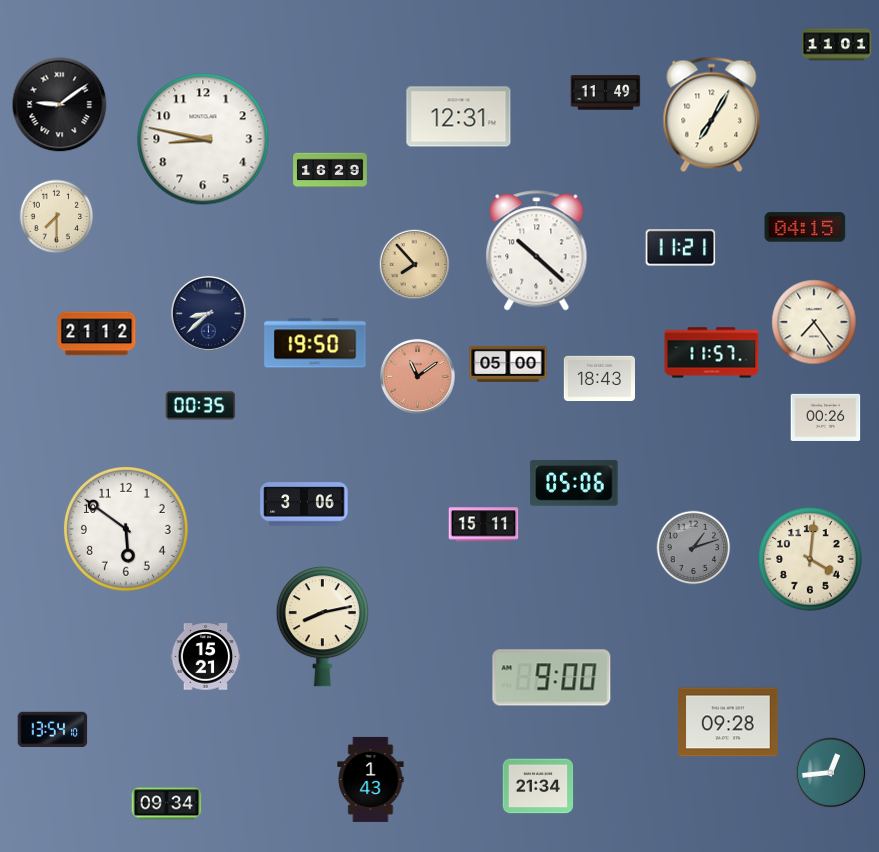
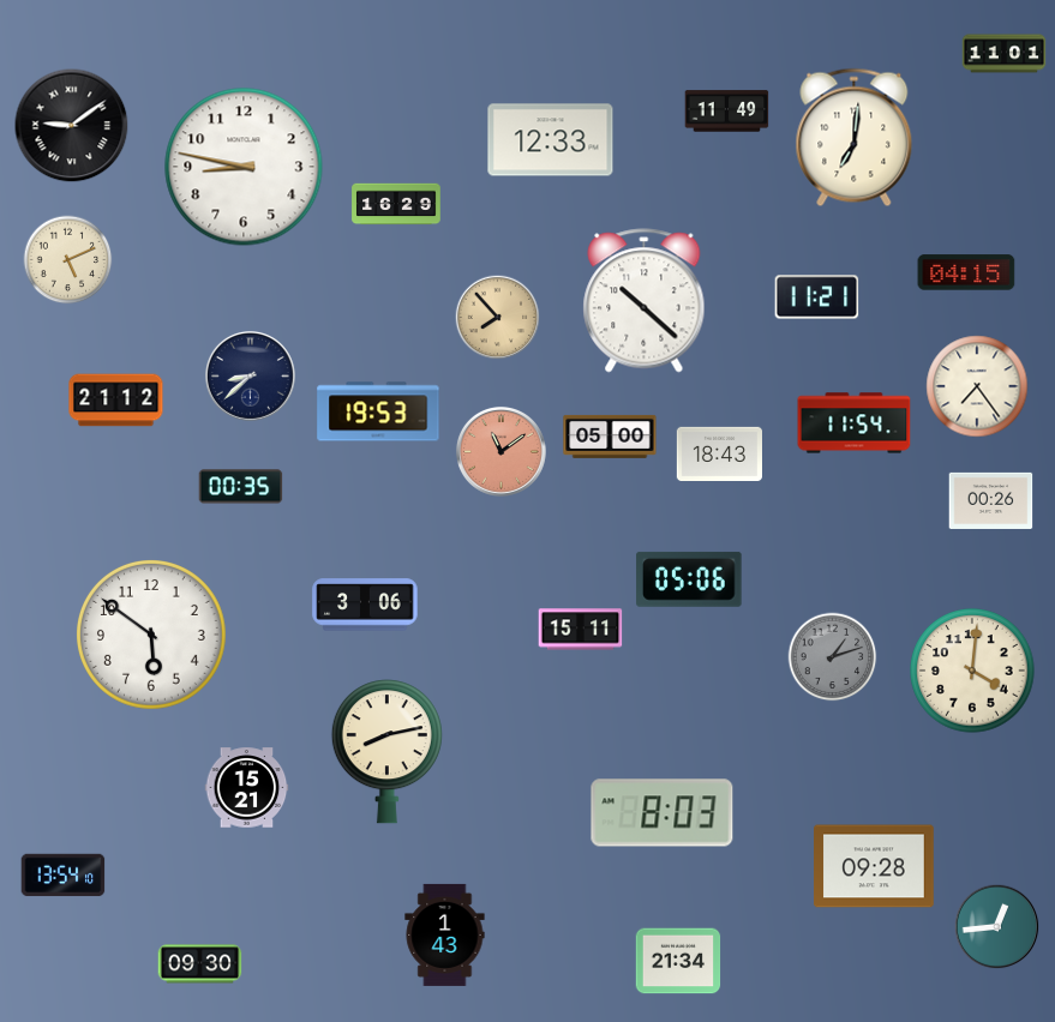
clock at (712, 115): 7:05 -> 7:01
clock at (459, 117): 12:31 -> 12:33
clock at (57, 217): 7:30 -> 5:11
clock at (315, 343): 19:50 -> 19:53
clock at (712, 353): 11:57 -> 11:54
clock at (552, 678): 9:00 -> 8:03
clock at (538, 786) position: (538, 786) -> (678, 961)
clock at (167, 804): 09:34 -> 09:30
